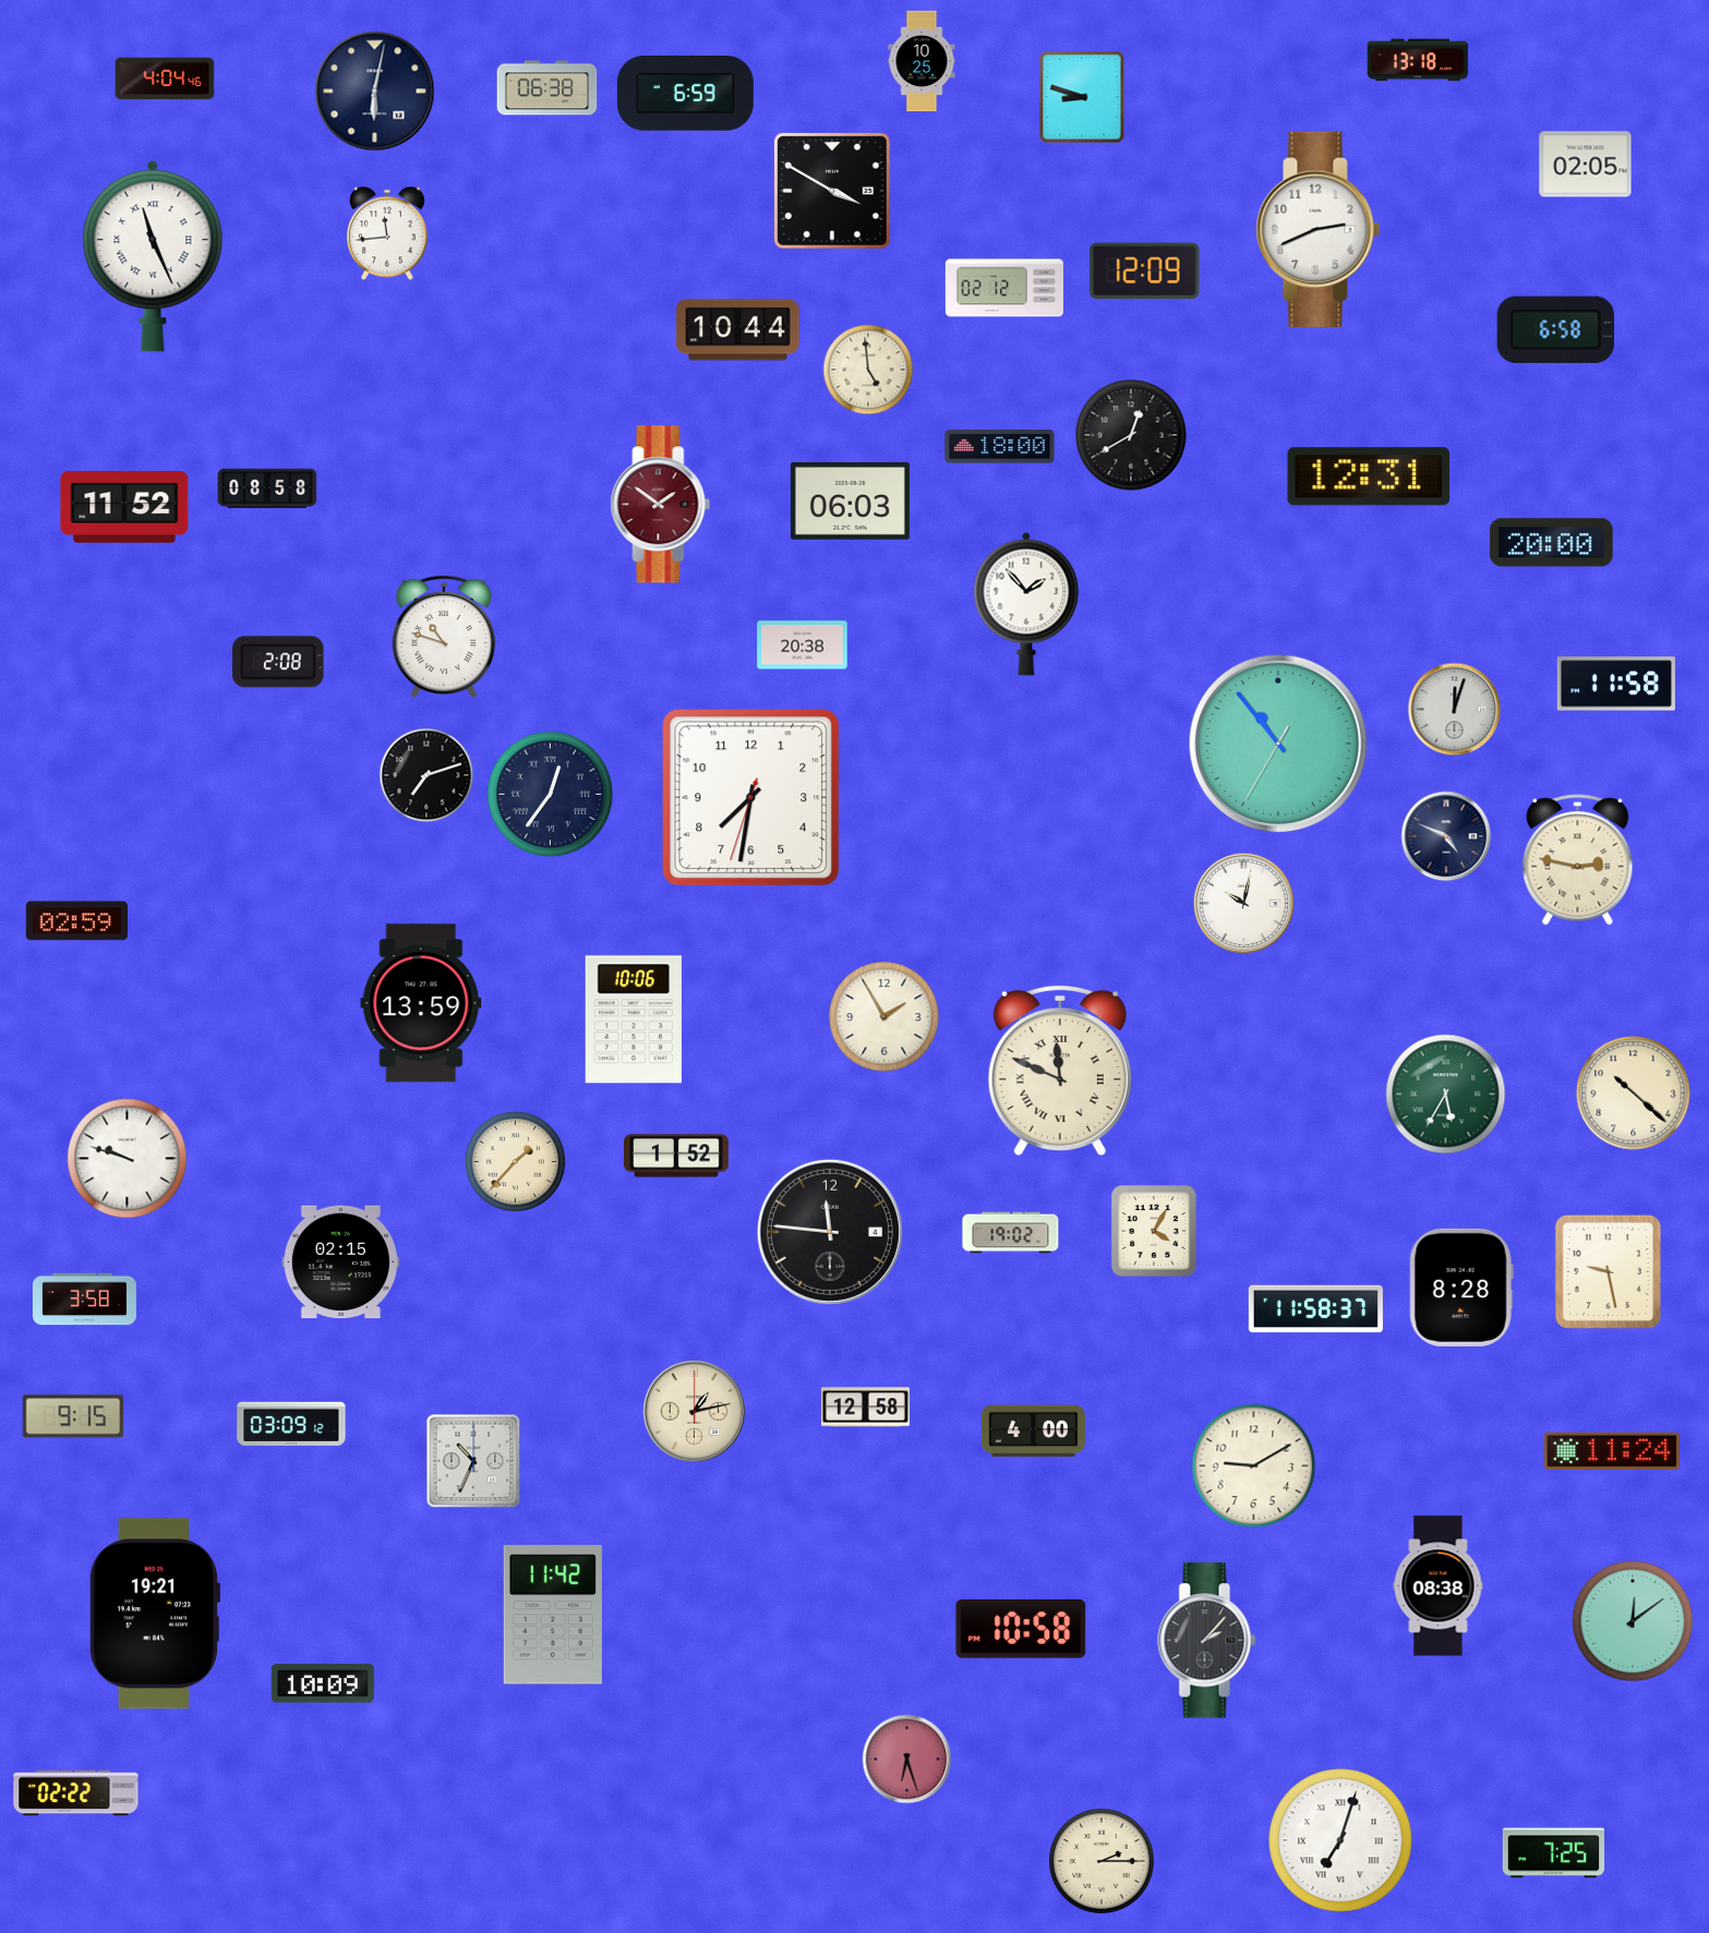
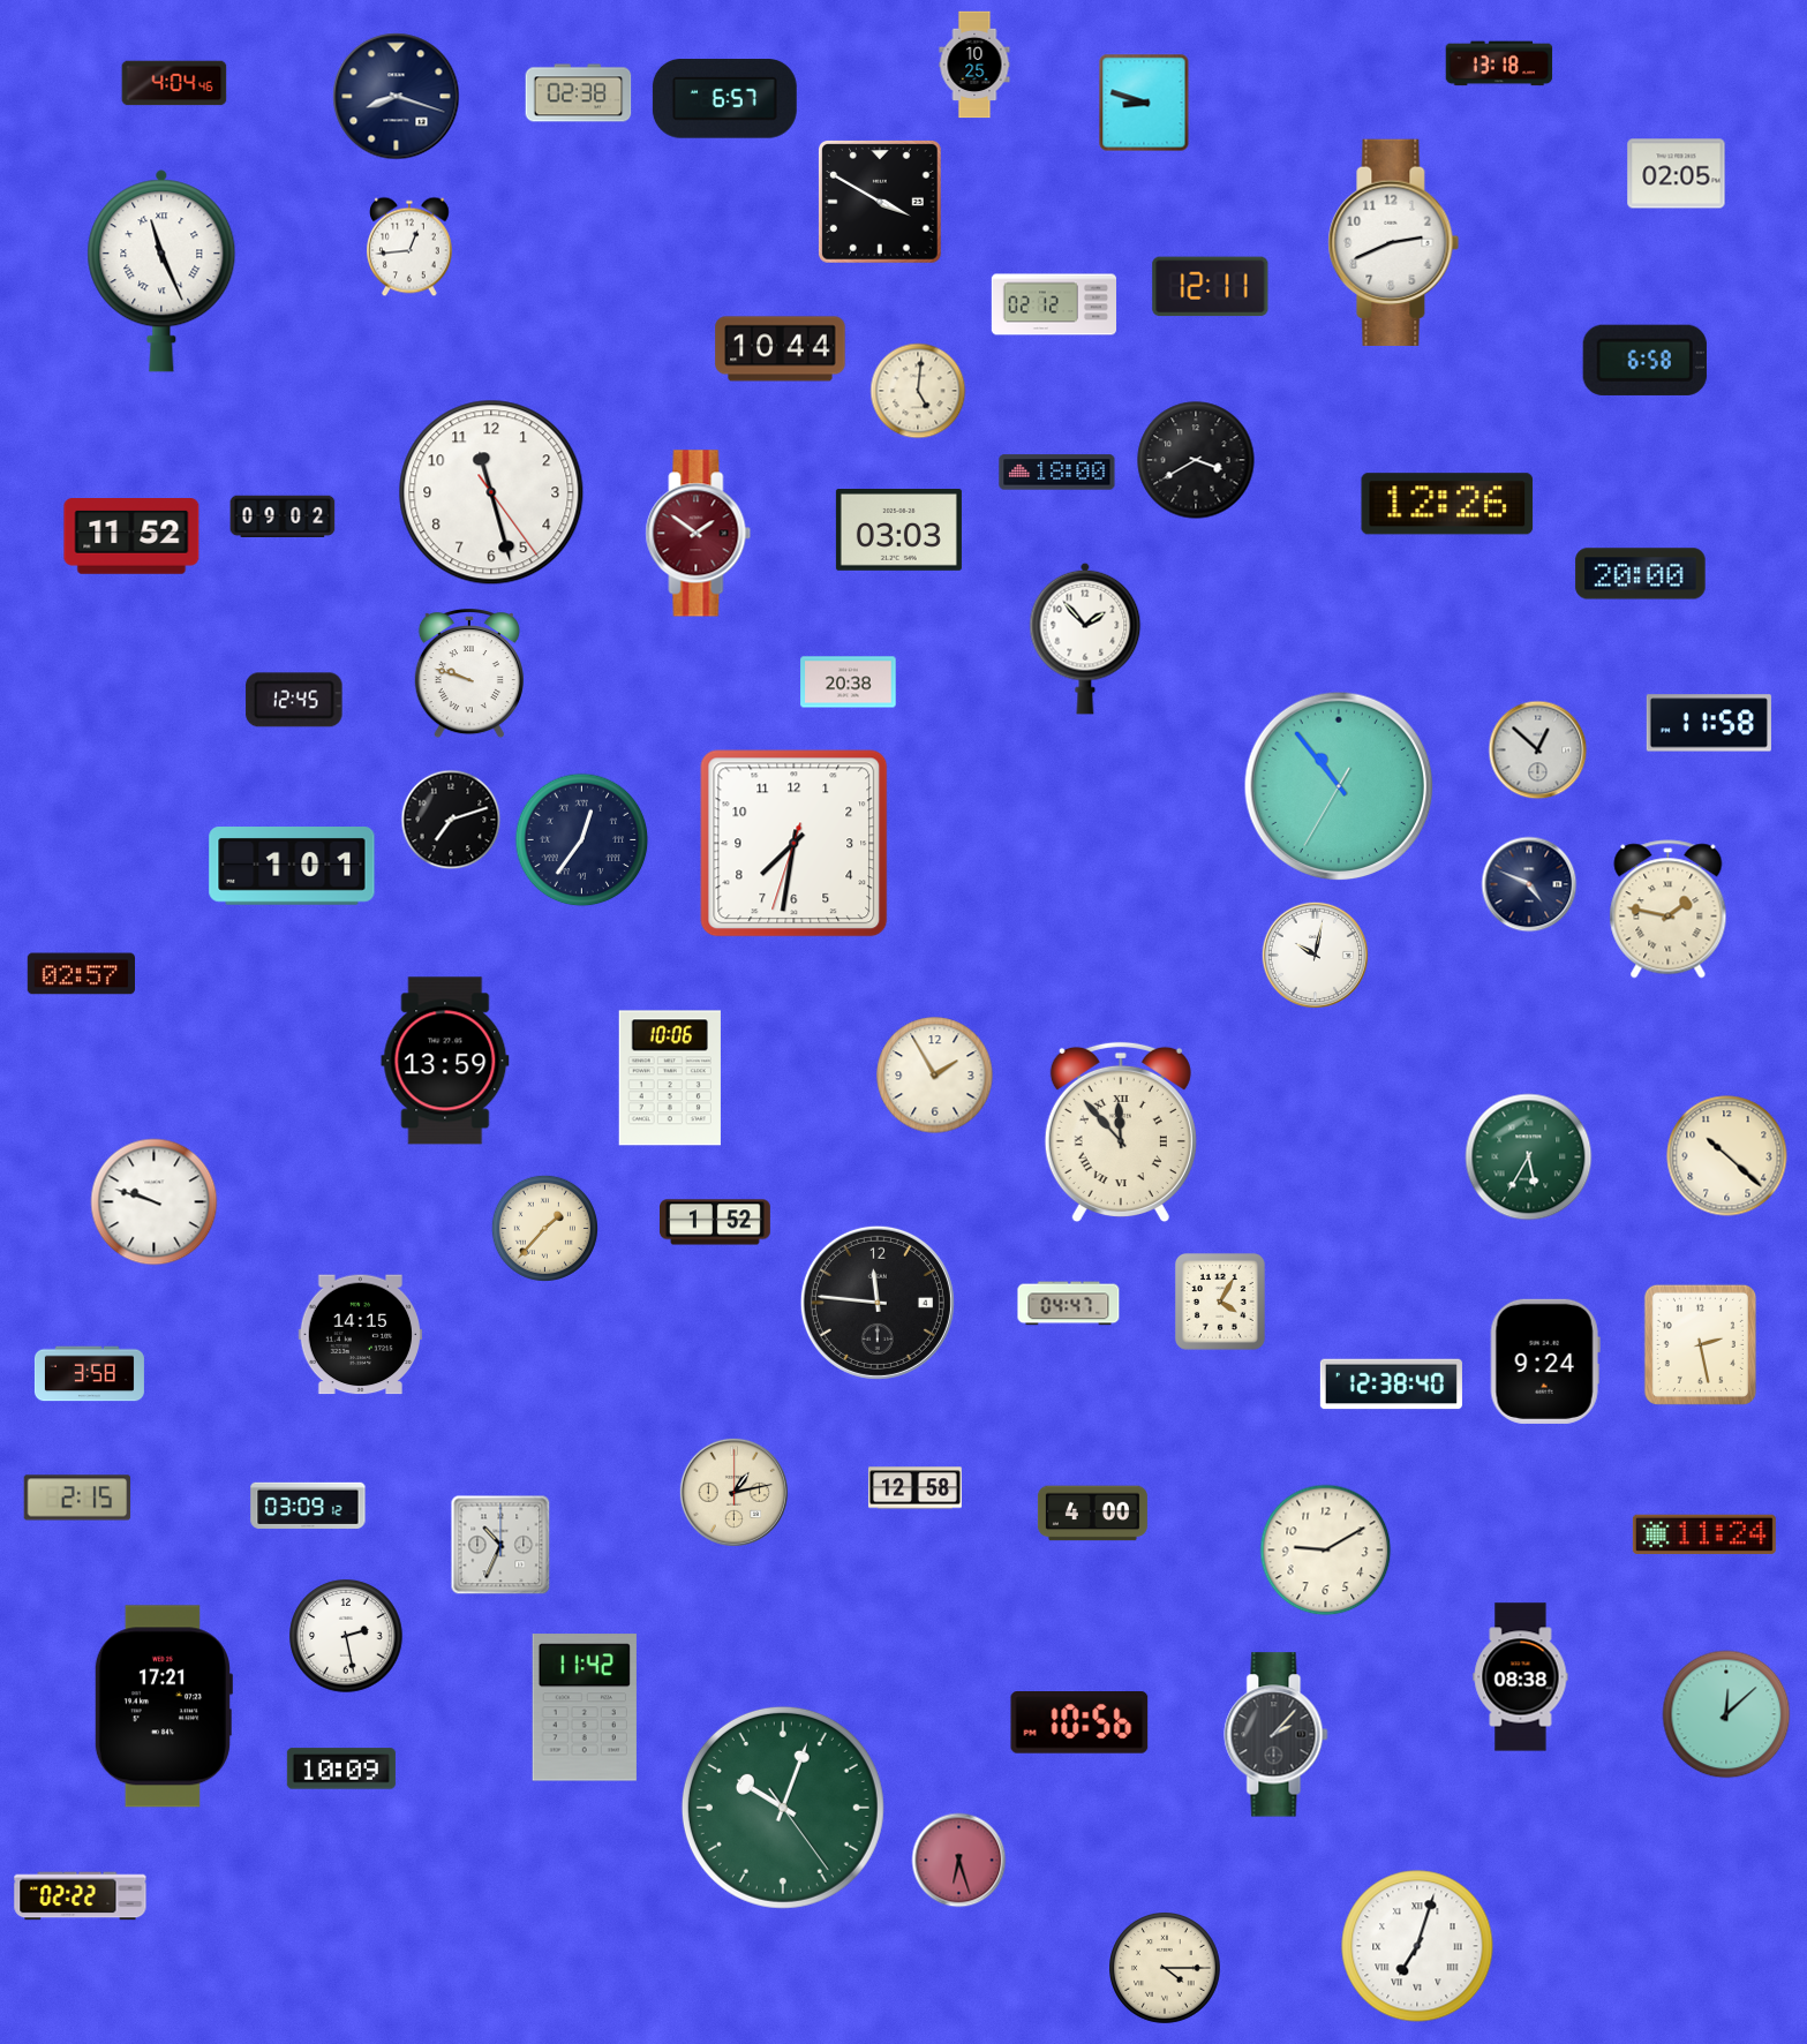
clock at (547, 88): 06:38 -> 02:38
clock at (375, 92): 6:02 -> 8:18
clock at (685, 94): 6:59 -> 6:57
clock at (388, 233): 11:44 -> 12:44
clock at (1145, 271): 12:09 -> 12:11
clock at (1003, 288) position: (1003, 288) -> (1053, 304)
clock at (1555, 329) position: (1555, 329) -> (1644, 360)
clock at (868, 370): 4:59 -> 5:01
clock at (1131, 435): 12:40 -> 3:40
clock at (491, 492): none -> 11:27
clock at (1369, 476): 12:31 -> 12:26
clock at (267, 488): 08:58 -> 09:02
clock at (850, 502): 06:03 -> 03:03
clock at (444, 638): 10:48 -> 9:48
clock at (278, 662): 2:08 -> 12:45
clock at (1455, 710): 12:03 -> 12:52
clock at (1278, 744) position: (1278, 744) -> (1339, 786)
clock at (292, 867): none -> 1:01
clock at (1578, 860): 2:47 -> 1:47
clock at (76, 921): 02:59 -> 02:57
clock at (1060, 1071): 11:49 -> 11:53
clock at (128, 1159) position: (128, 1159) -> (155, 1202)
clock at (1011, 1233): 19:02 -> 04:47
clock at (341, 1263): 02:15 -> 14:15
clock at (1608, 1271): 9:28 -> 2:28
clock at (1461, 1288): 8:28 -> 9:24
clock at (1315, 1309): 11:58 -> 12:38
clock at (73, 1416): 9:15 -> 2:15
clock at (346, 1636): none -> 2:28
clock at (154, 1614): 19:21 -> 17:21
clock at (1633, 1621): 12:09 -> 12:08
clock at (1021, 1630): 10:58 -> 10:56
clock at (323, 1683) position: (323, 1683) -> (341, 1768)
clock at (783, 1808): none -> 10:03
clock at (1553, 1853): 7:25 -> none
clock at (1103, 1862): 2:15 -> 4:15
